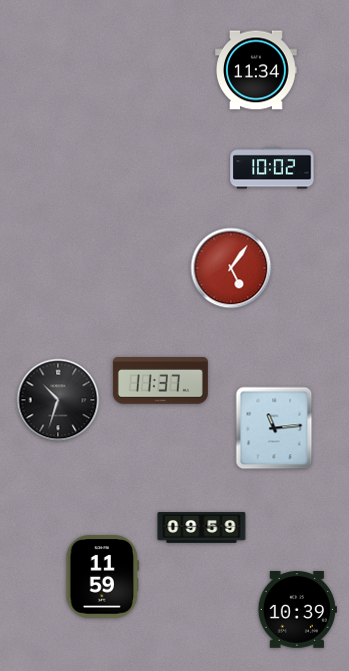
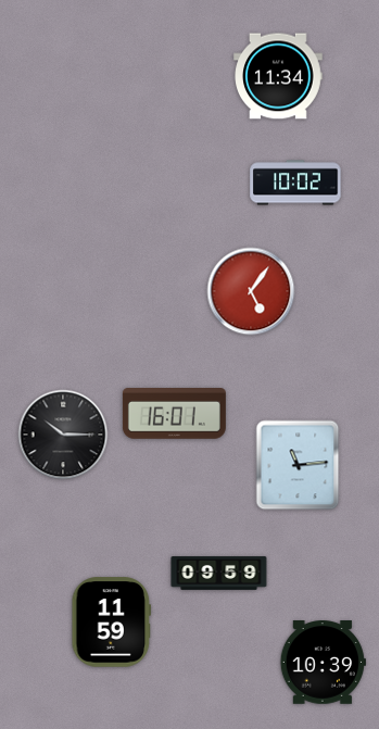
clock at (160, 381): 11:37 -> 16:01
clock at (58, 400): 10:33 -> 10:15
clock at (103, 577) position: (103, 577) -> (112, 623)
